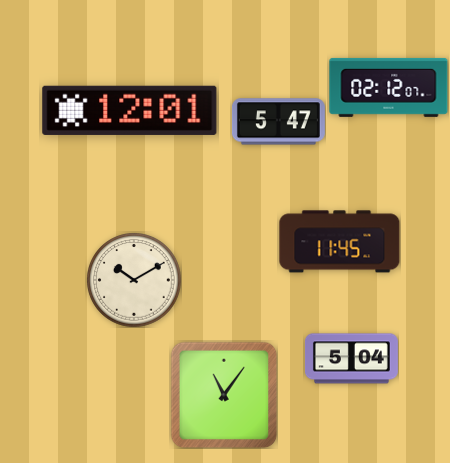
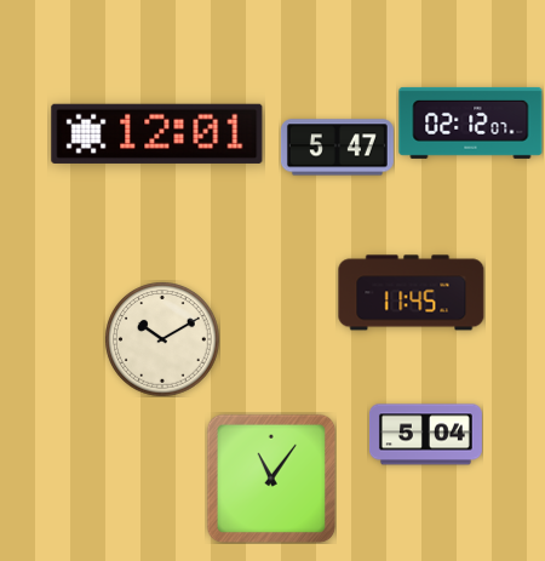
clock at (389, 87) position: (389, 87) -> (471, 122)
